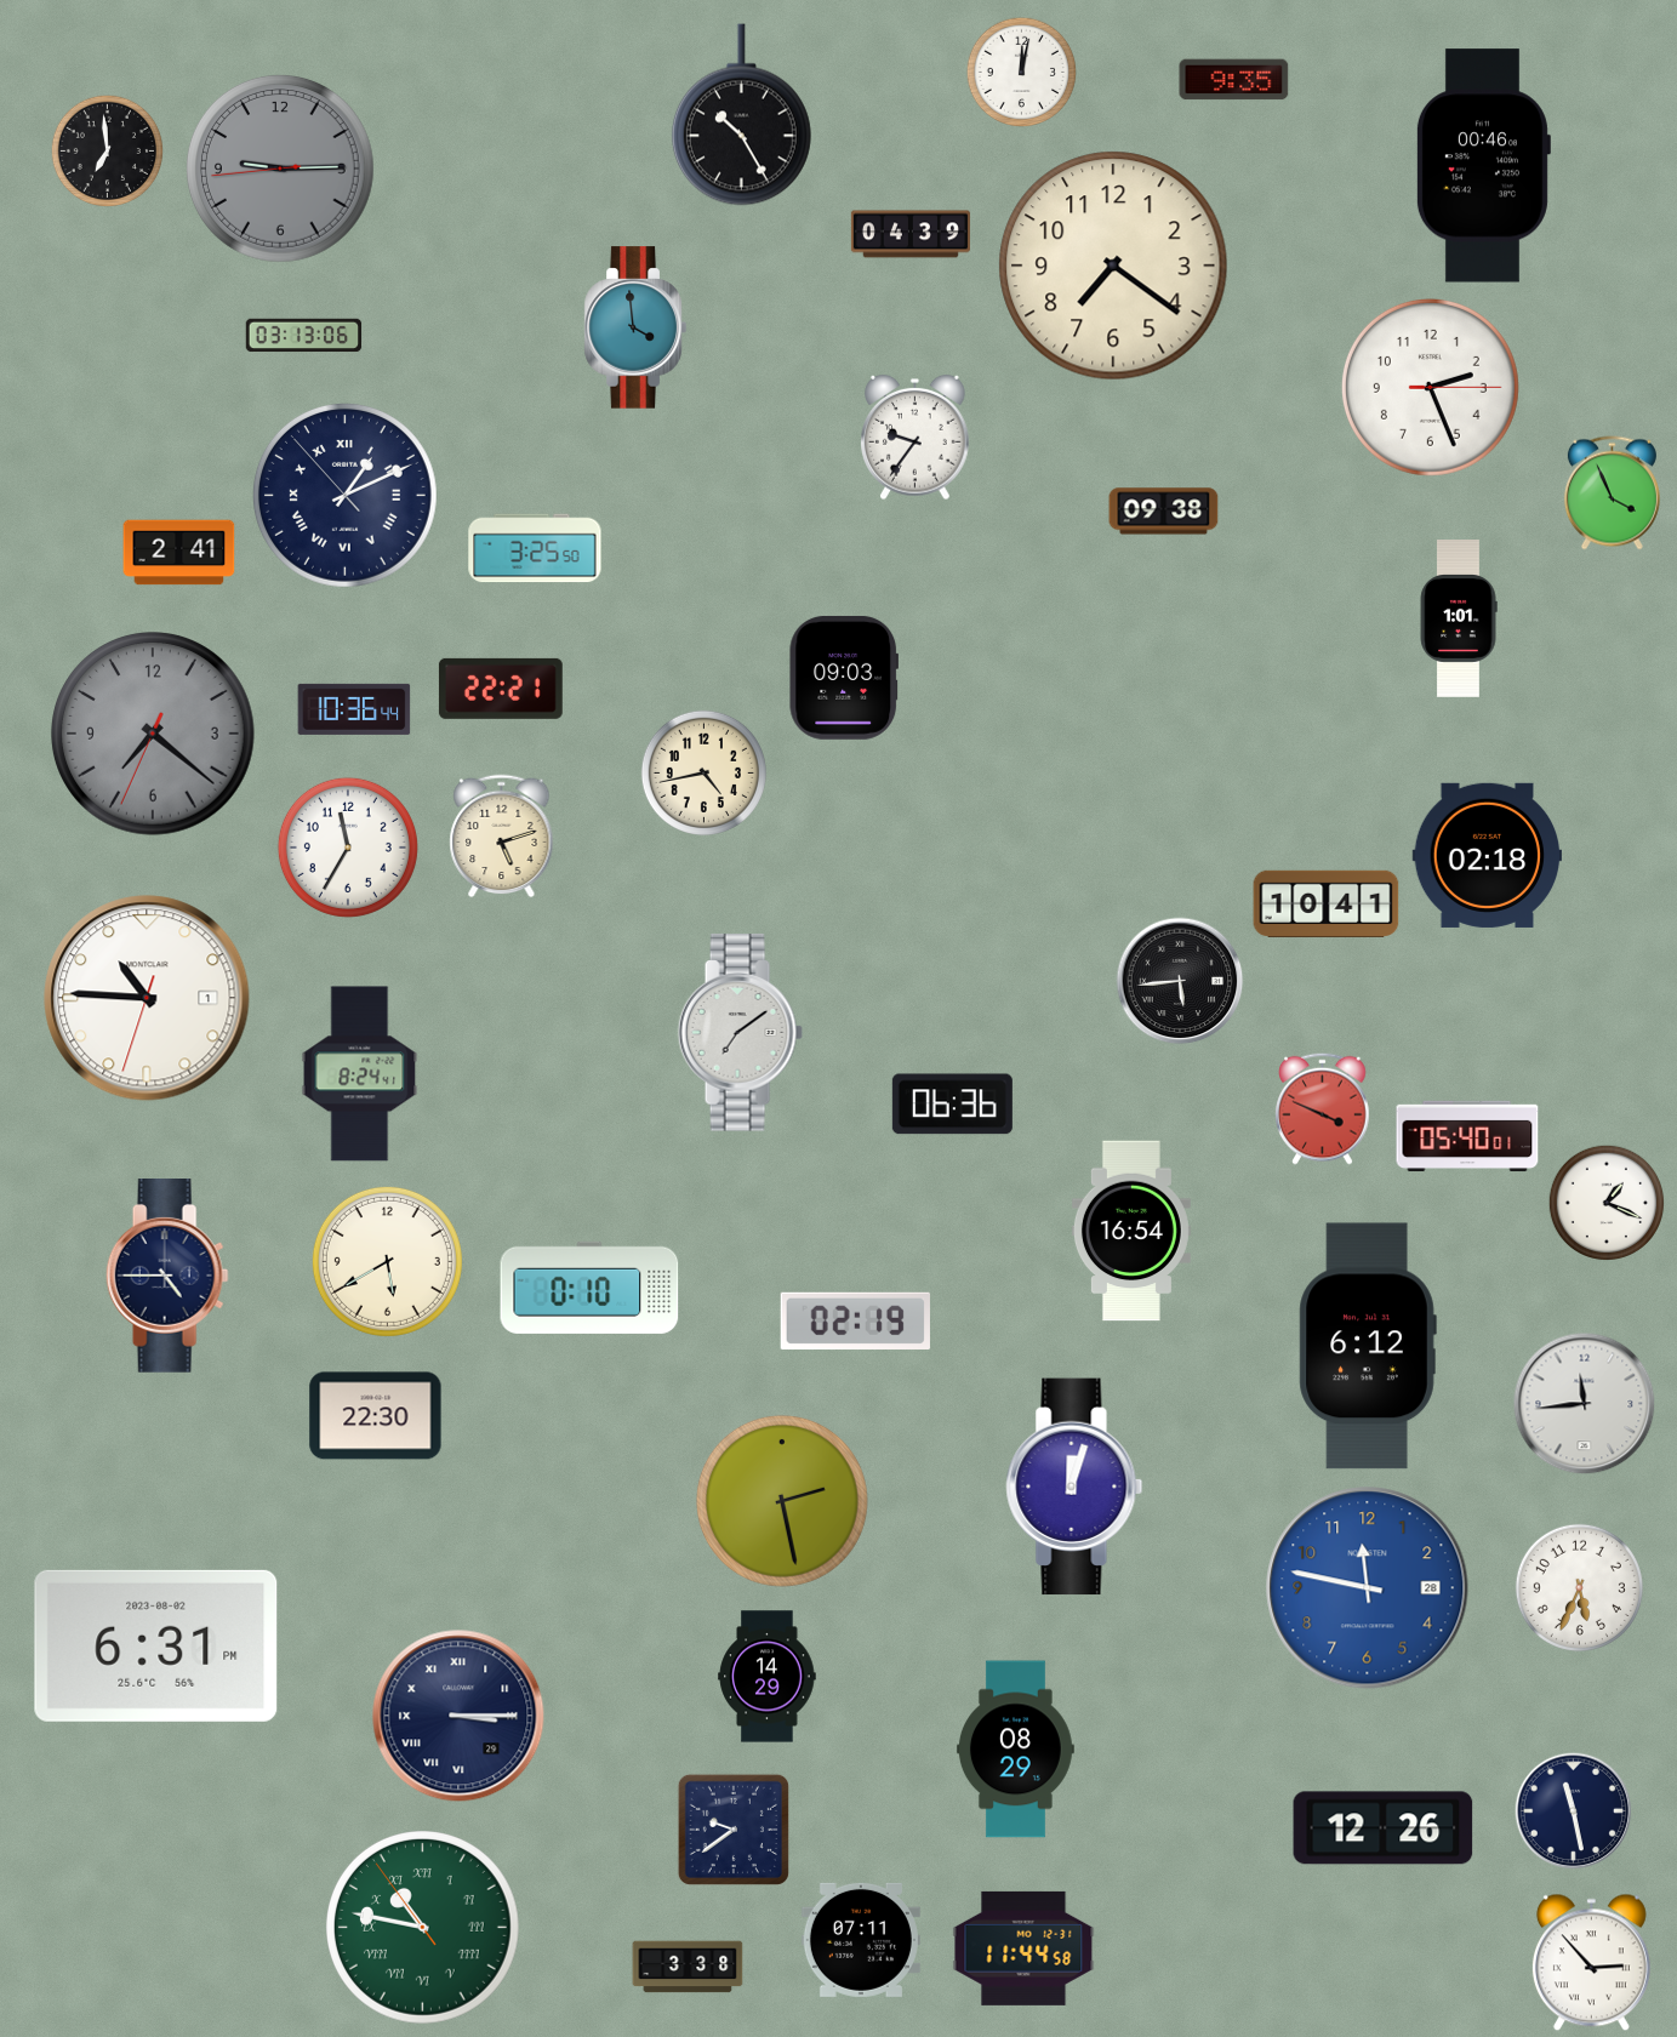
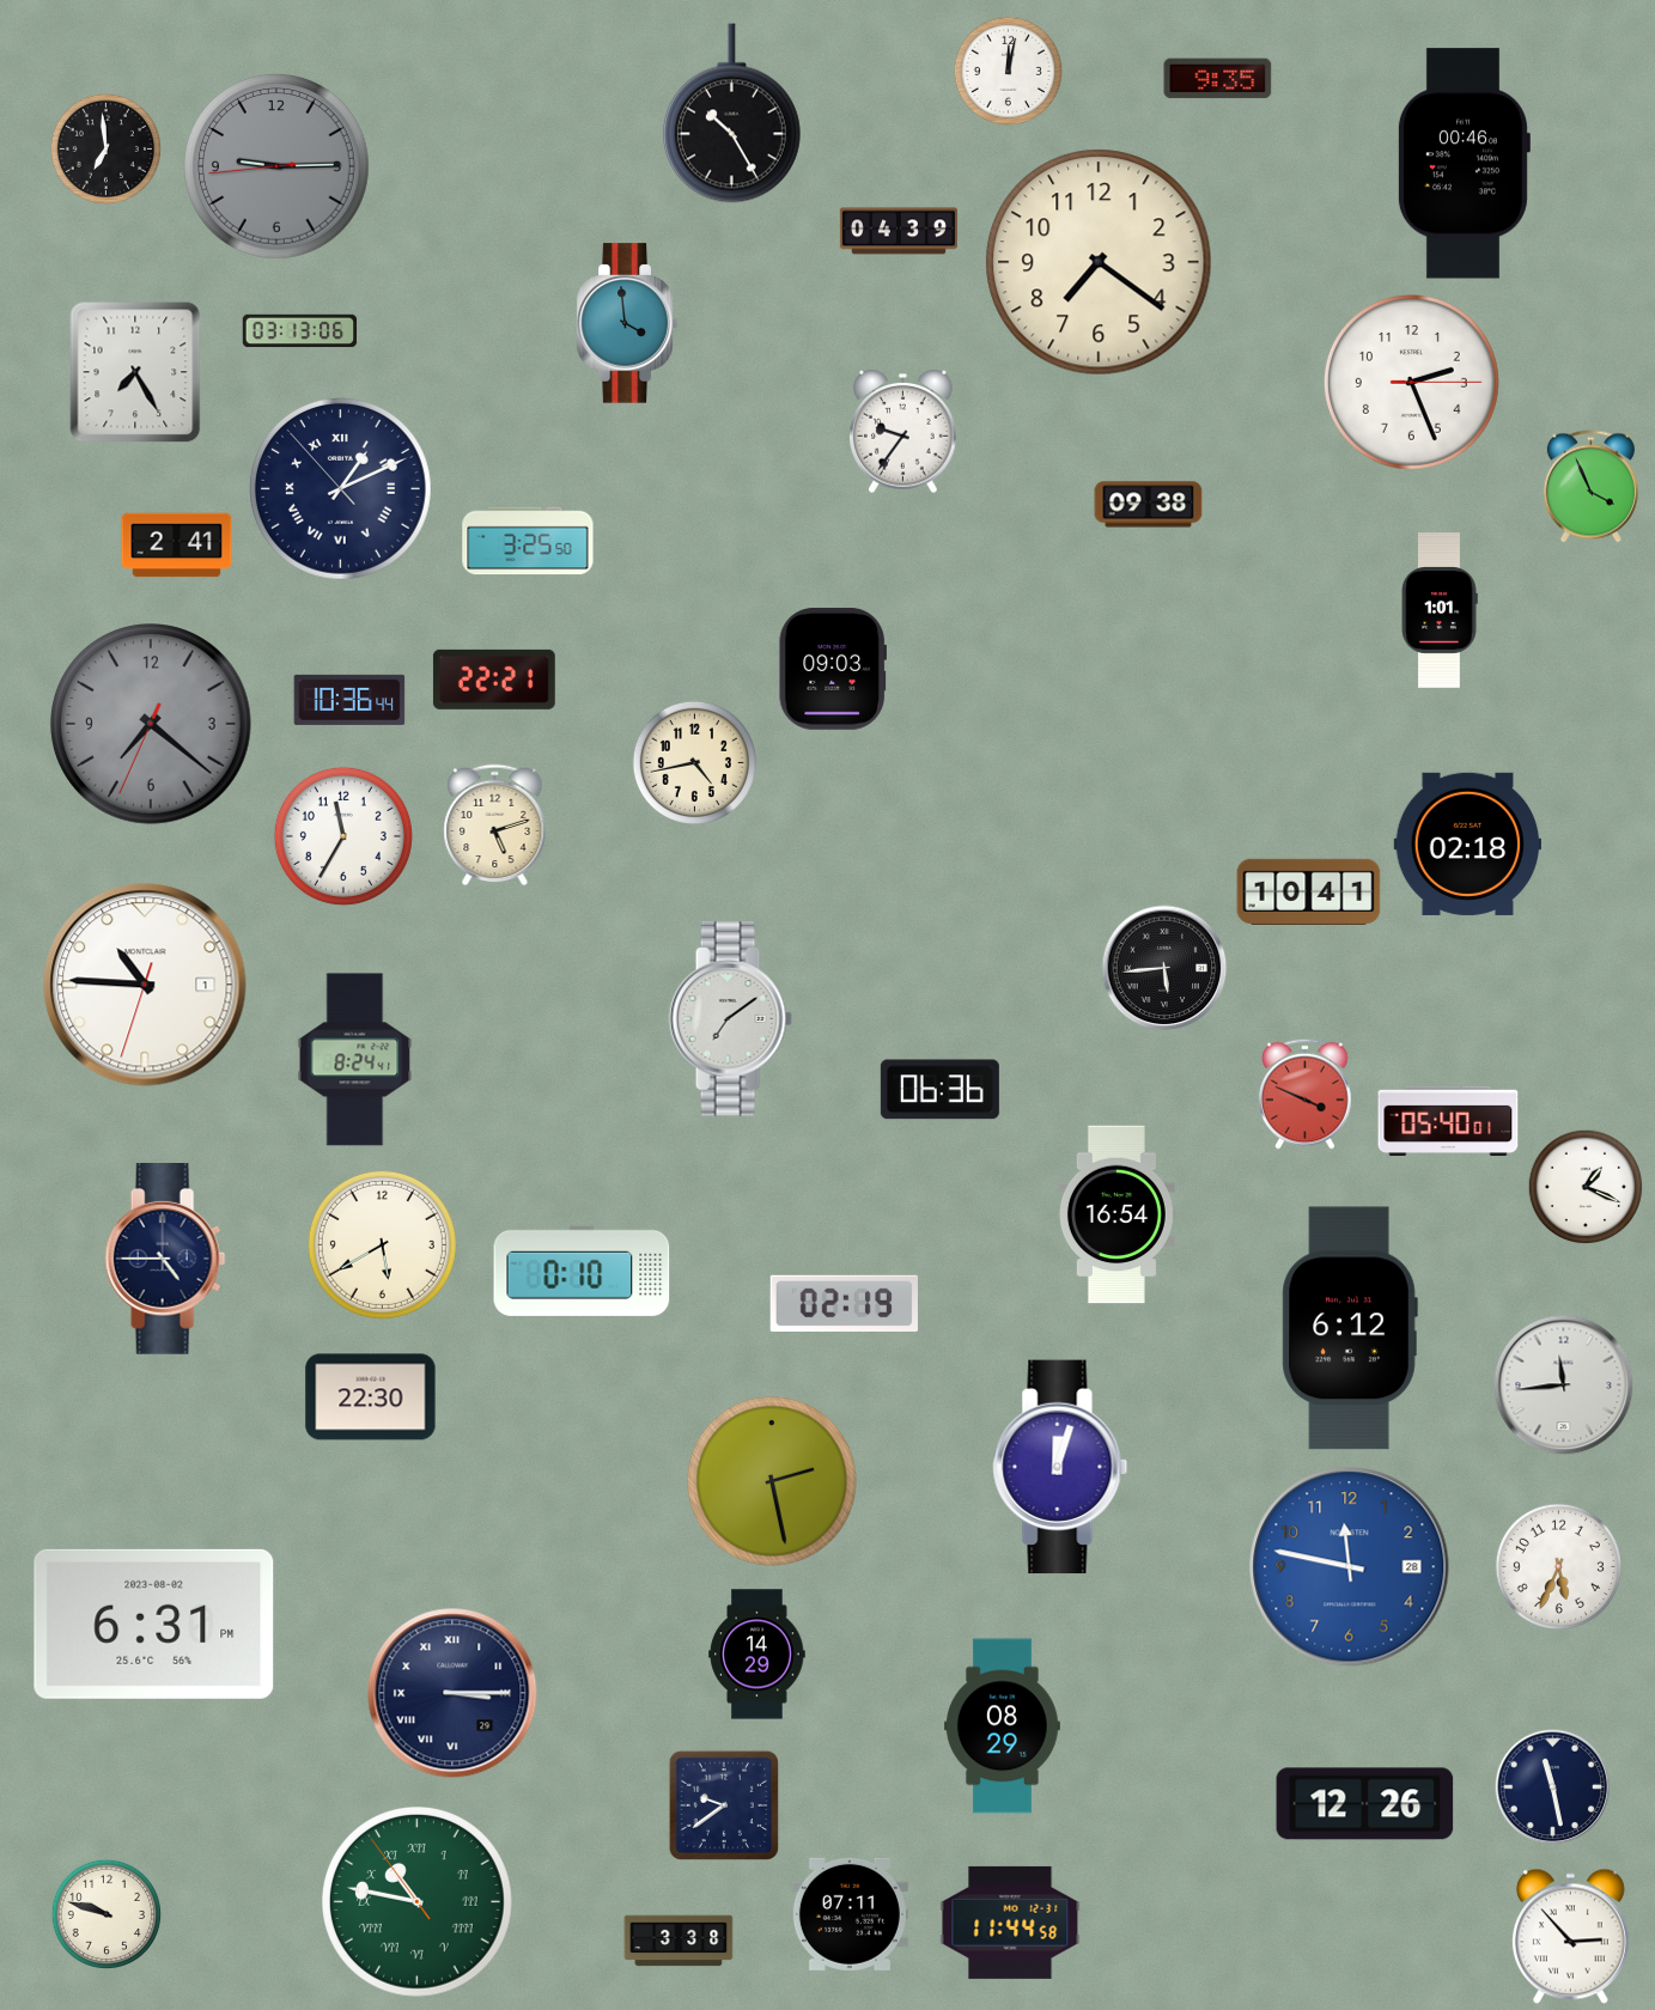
clock at (135, 372): none -> 7:25
clock at (107, 1914): none -> 9:48
